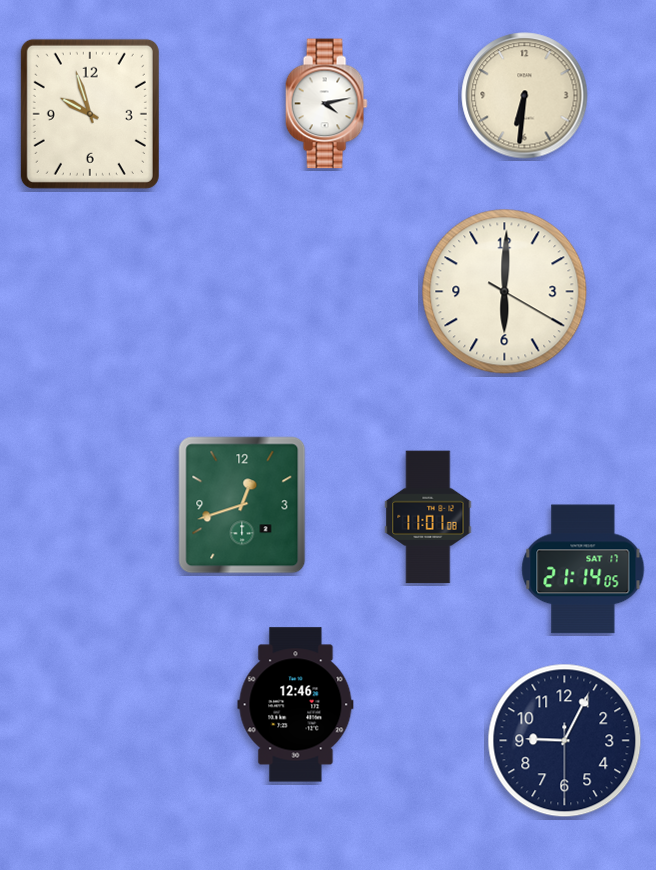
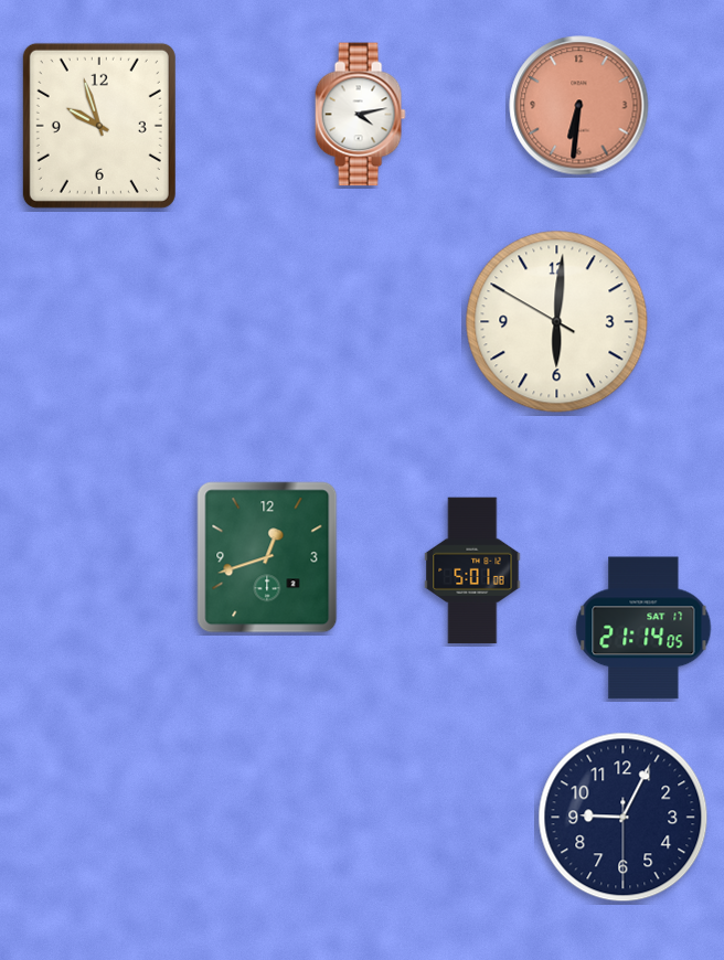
clock at (525, 96) dial: cream -> salmon
clock at (505, 292): 6:00:20 -> 6:00:50
clock at (428, 517): 11:01 -> 5:01
clock at (296, 705): 12:46 -> none
